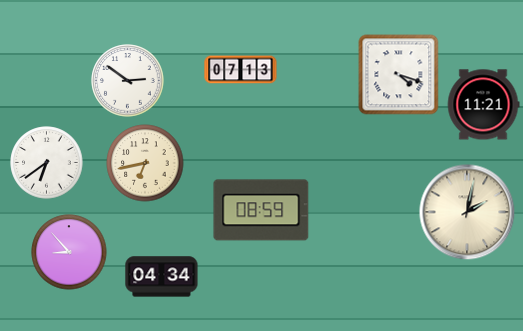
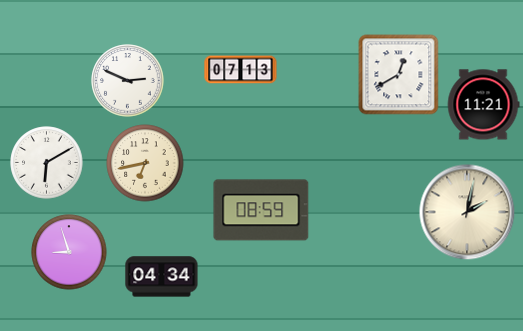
clock at (399, 75): 4:18 -> 12:40
clock at (128, 81): 2:51 -> 2:49
clock at (47, 163): 6:39 -> 6:10
clock at (69, 252): 8:53 -> 8:57
